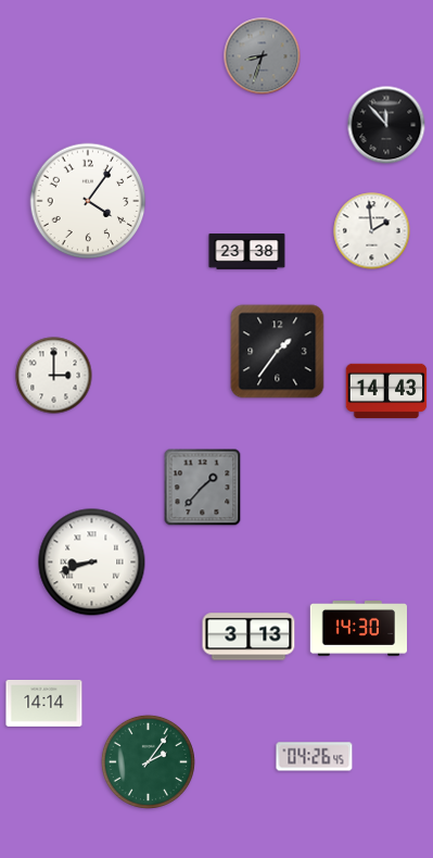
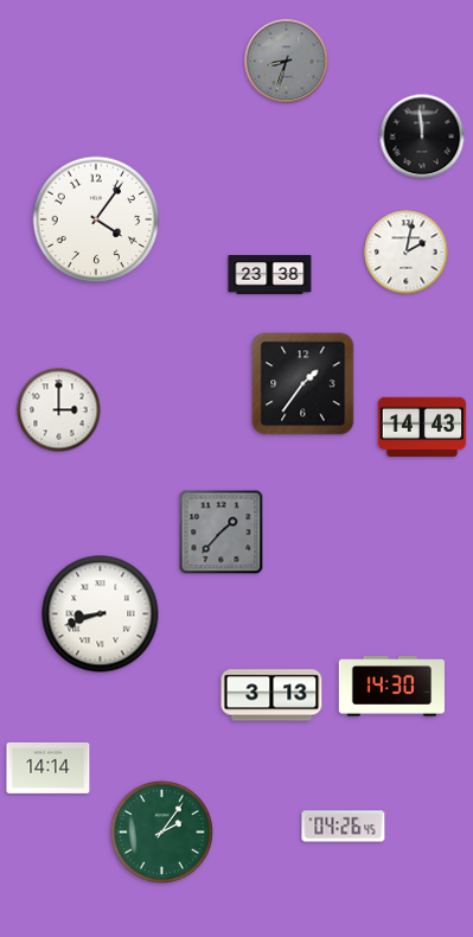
clock at (386, 125): 11:53 -> 11:59
clock at (372, 231): 1:59 -> 2:02
